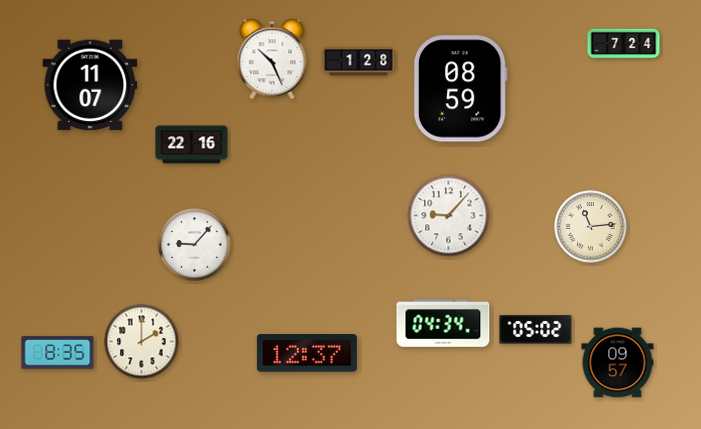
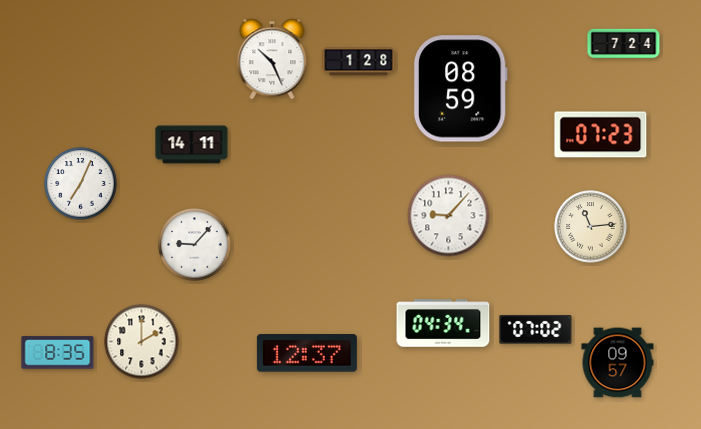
clock at (90, 85): 11:07 -> none
clock at (601, 135): none -> 07:23
clock at (192, 145): 22:16 -> 14:11
clock at (81, 184): none -> 7:04
clock at (536, 330): 05:02 -> 07:02
